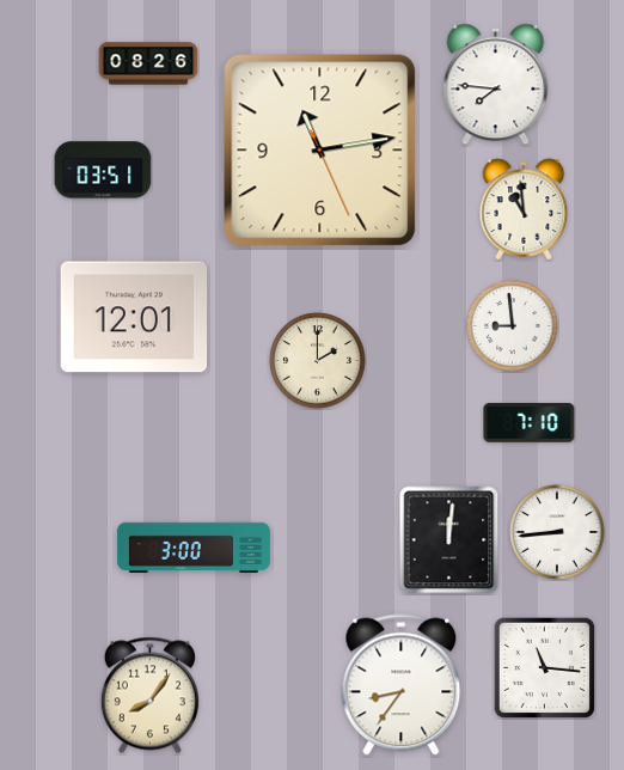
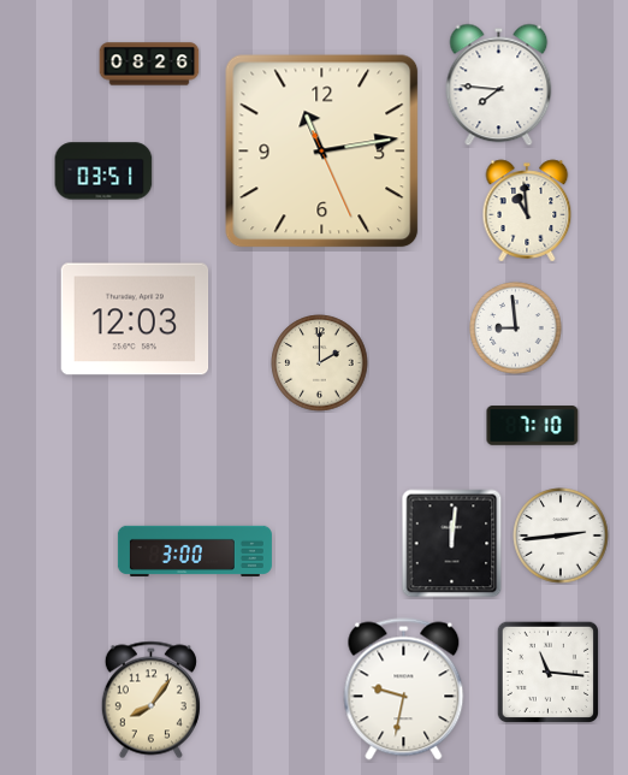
clock at (134, 317): 12:01 -> 12:03
clock at (557, 532): 8:44 -> 2:44
clock at (402, 685): 8:36 -> 9:32
